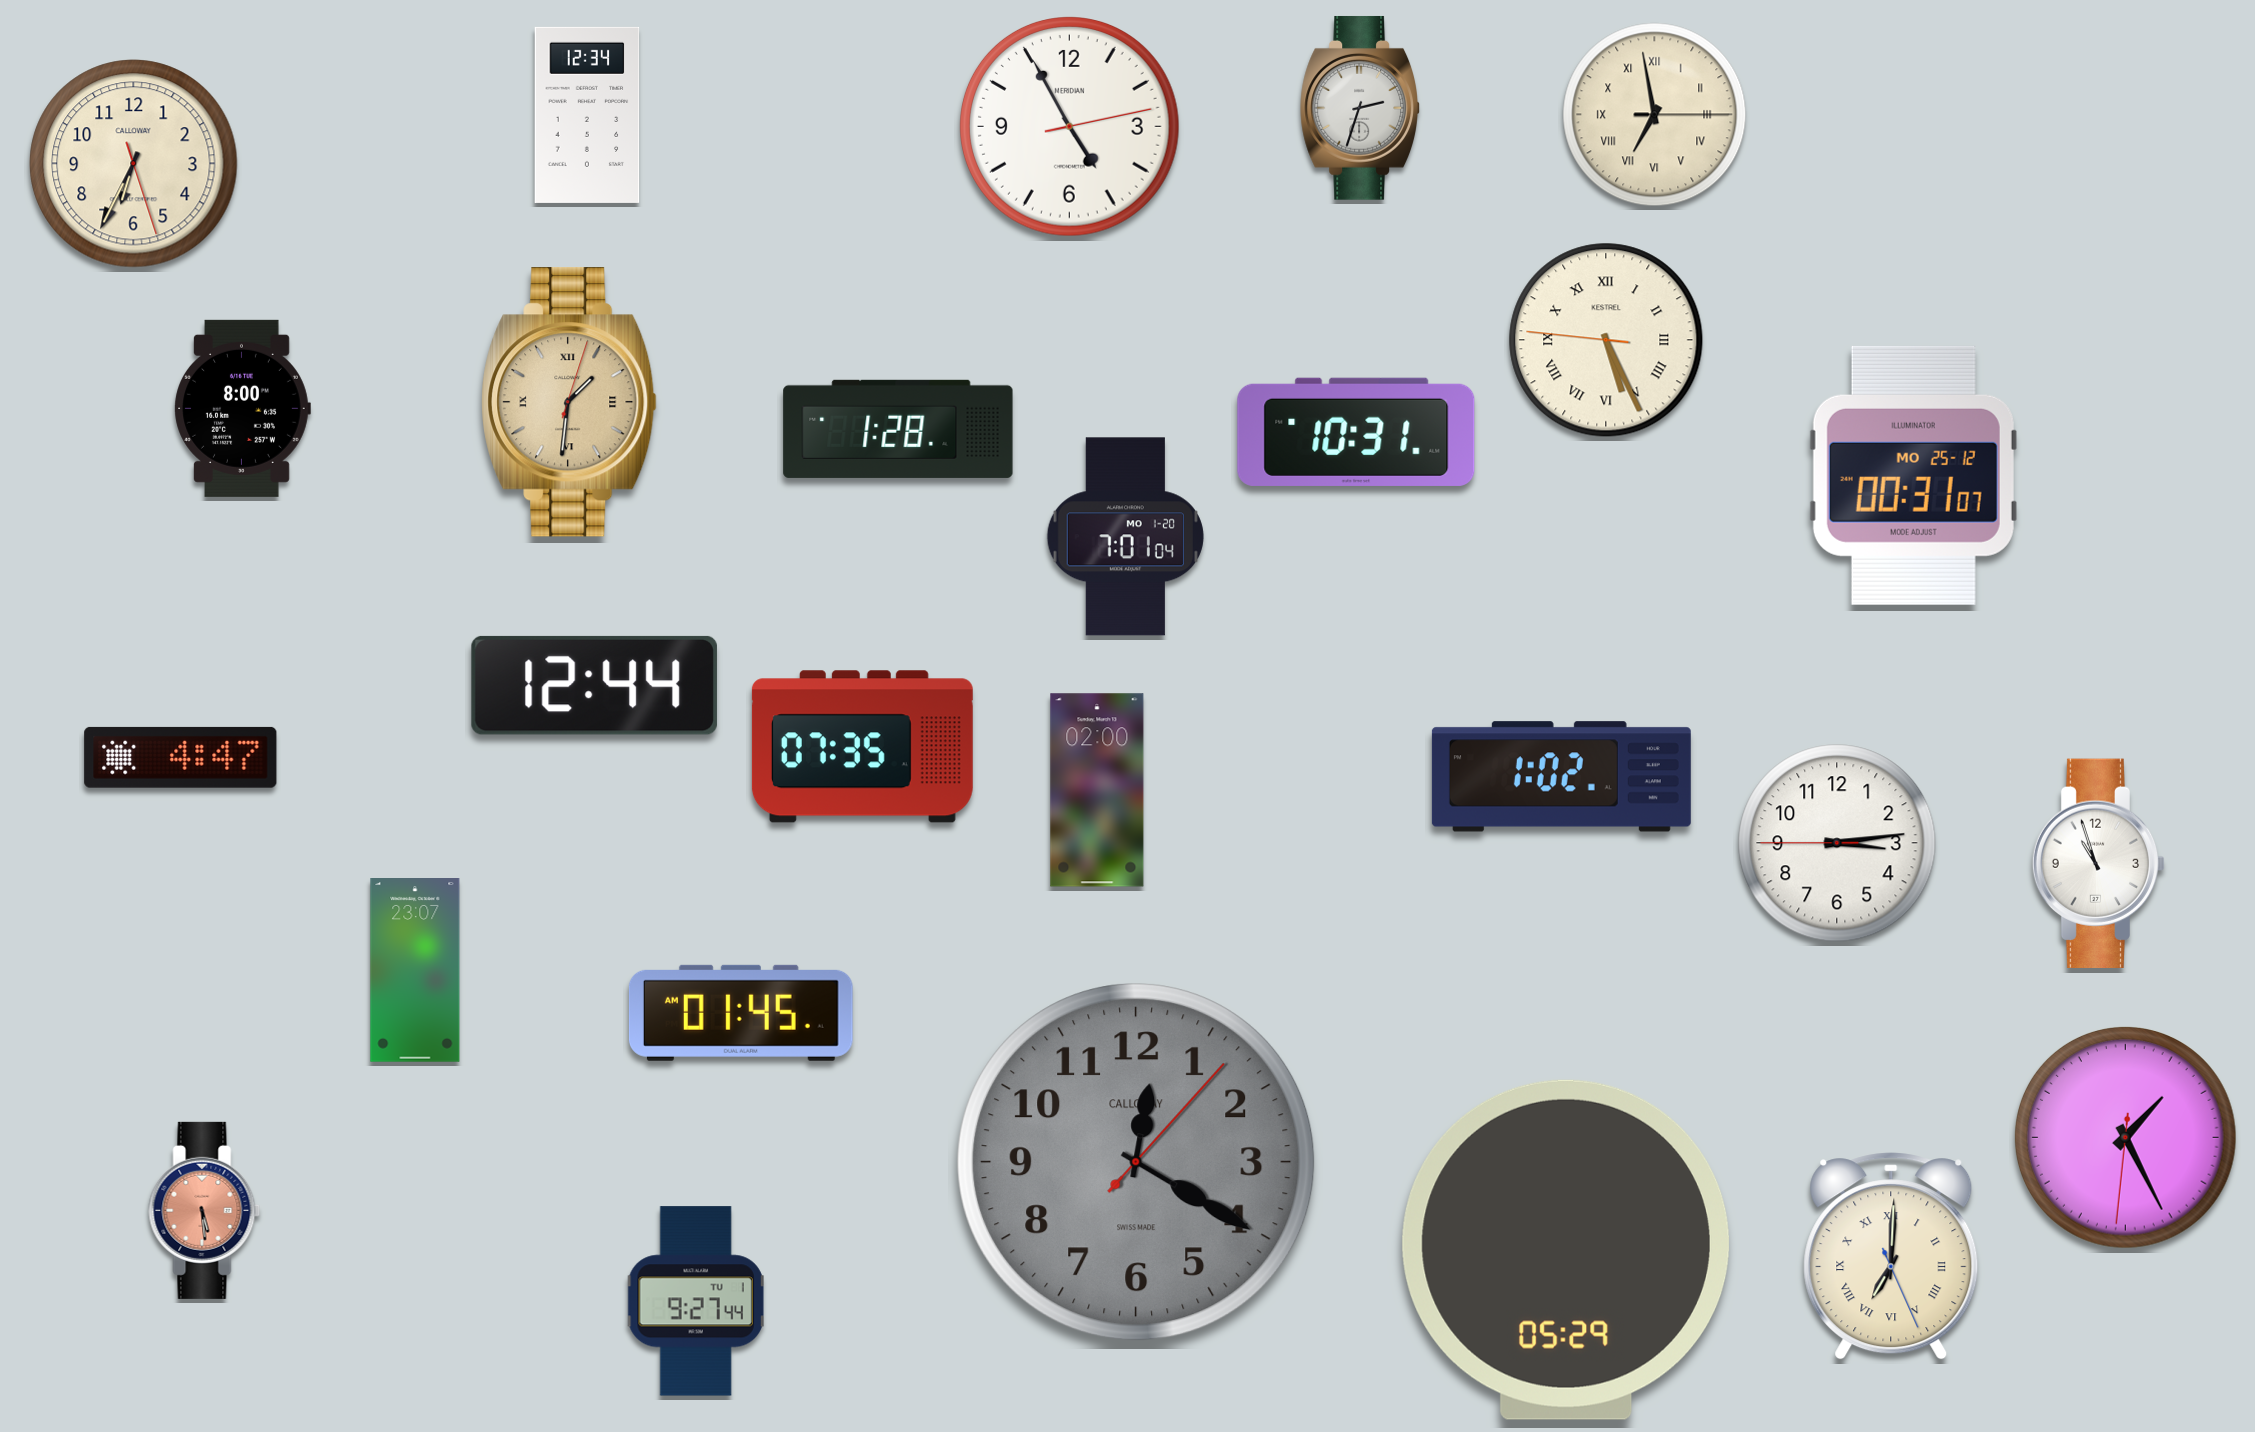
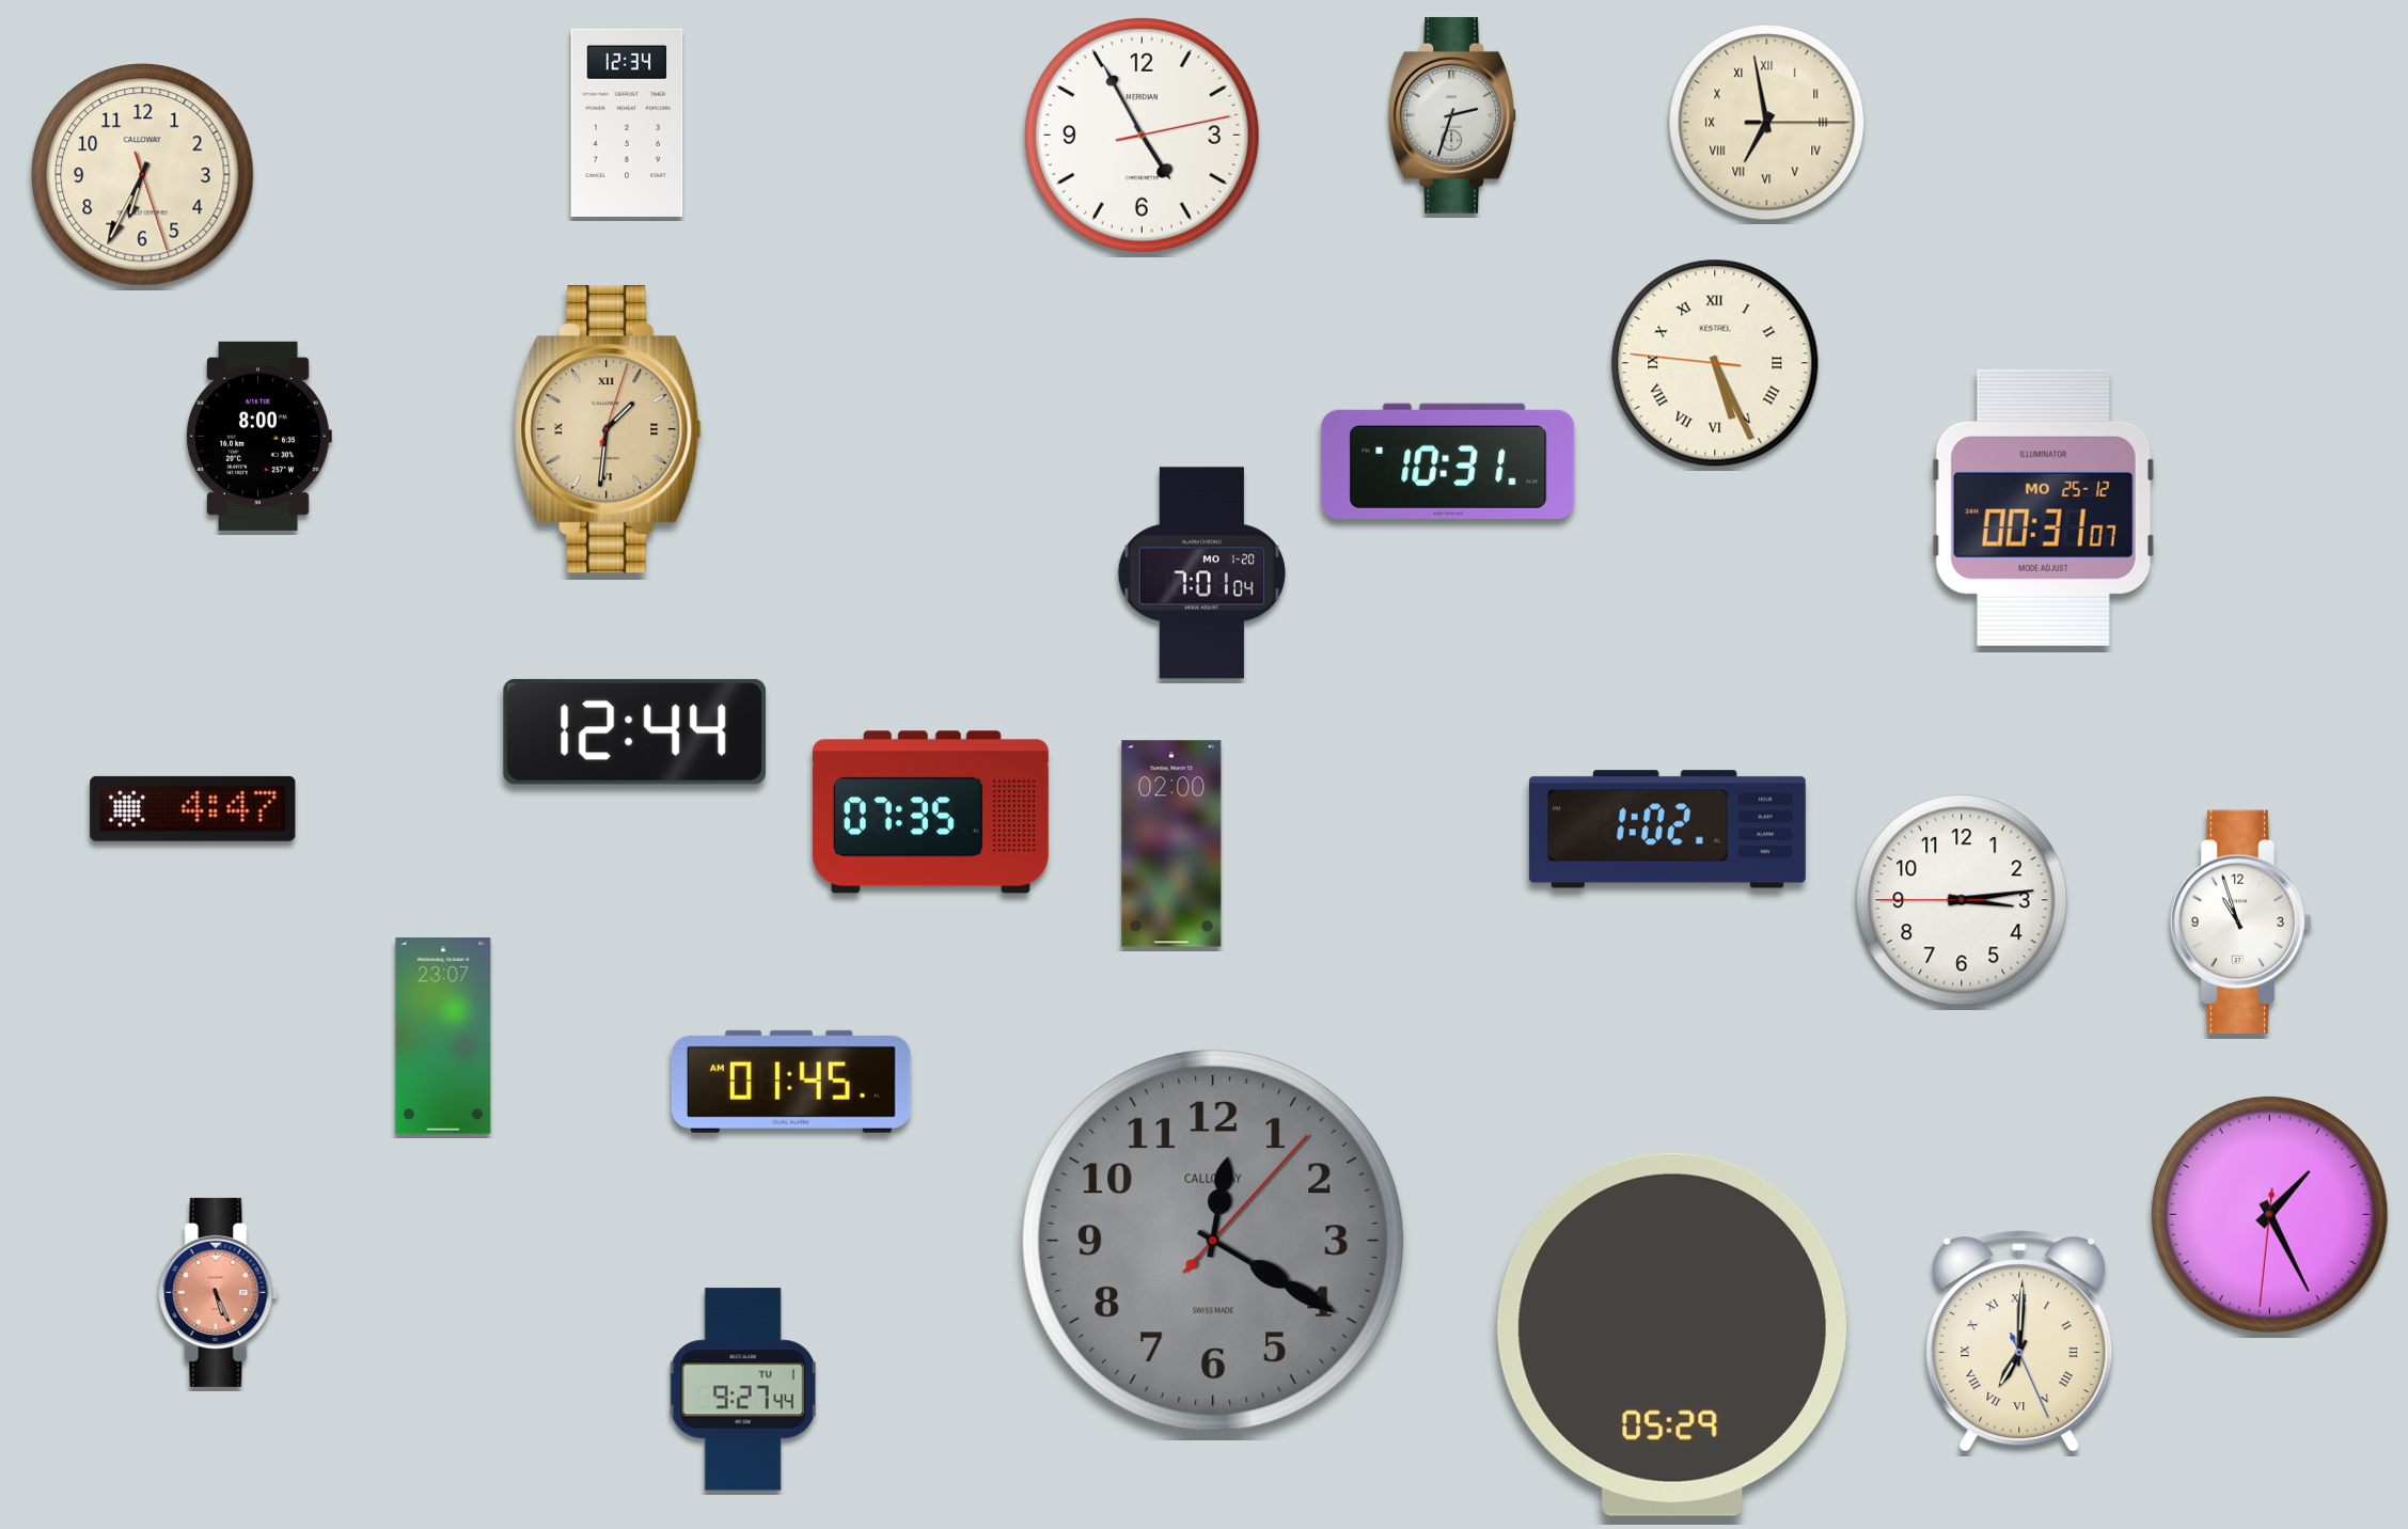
clock at (898, 429): 1:28 -> none
clock at (862, 747) position: (862, 747) -> (930, 813)
clock at (205, 1210): 5:29 -> 5:26
